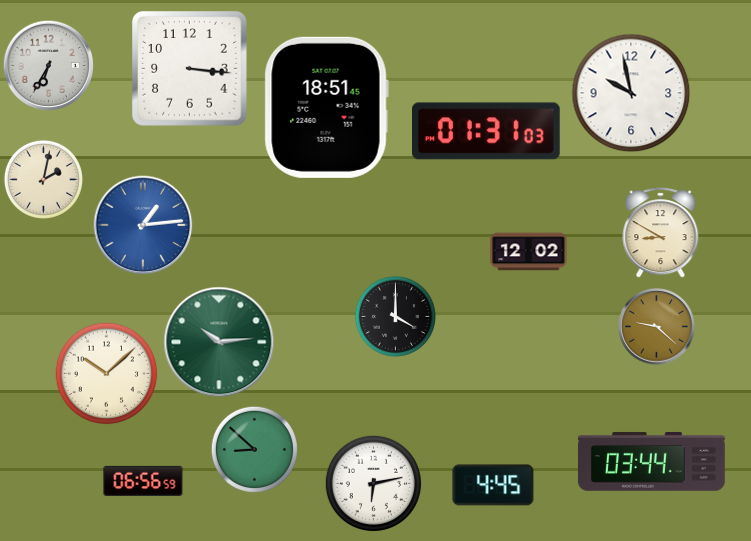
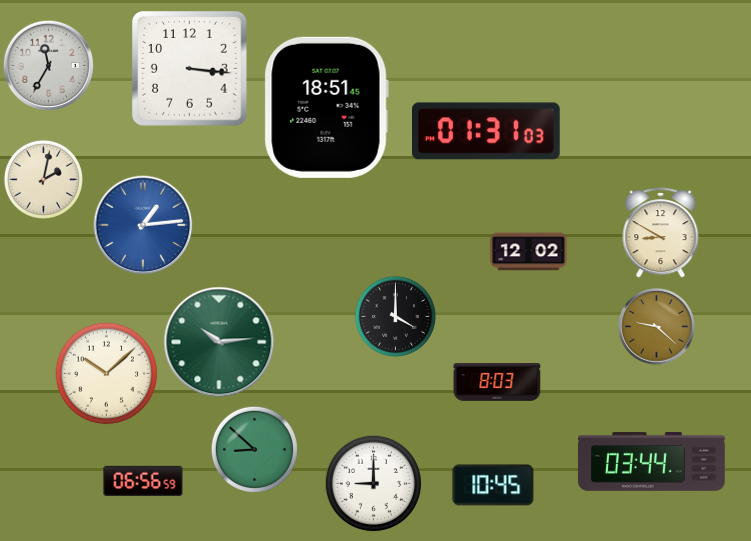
clock at (48, 65): 6:35 -> 11:35
clock at (631, 93): 9:58 -> none
clock at (497, 383): none -> 8:03
clock at (373, 483): 6:13 -> 9:00
clock at (493, 485): 4:45 -> 10:45
